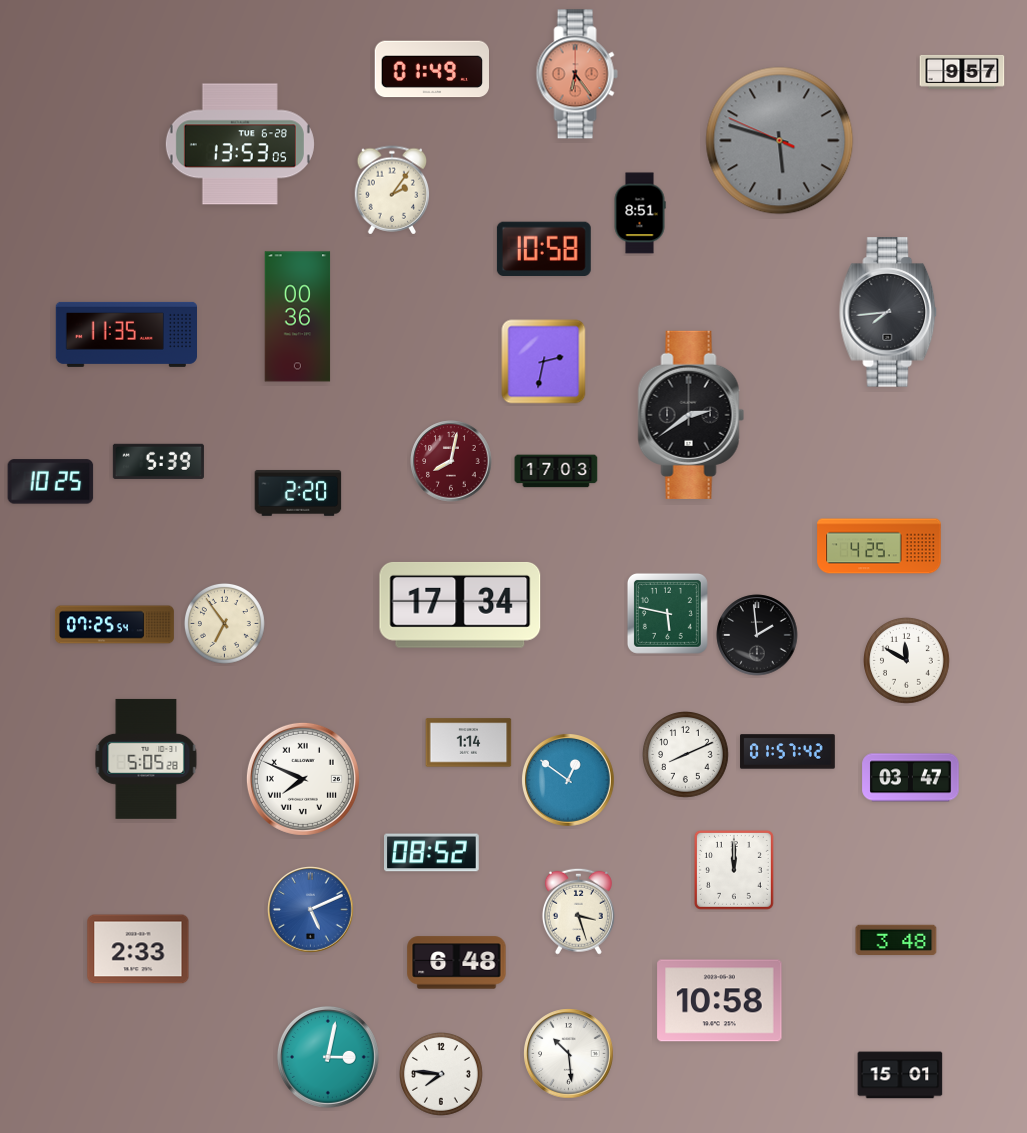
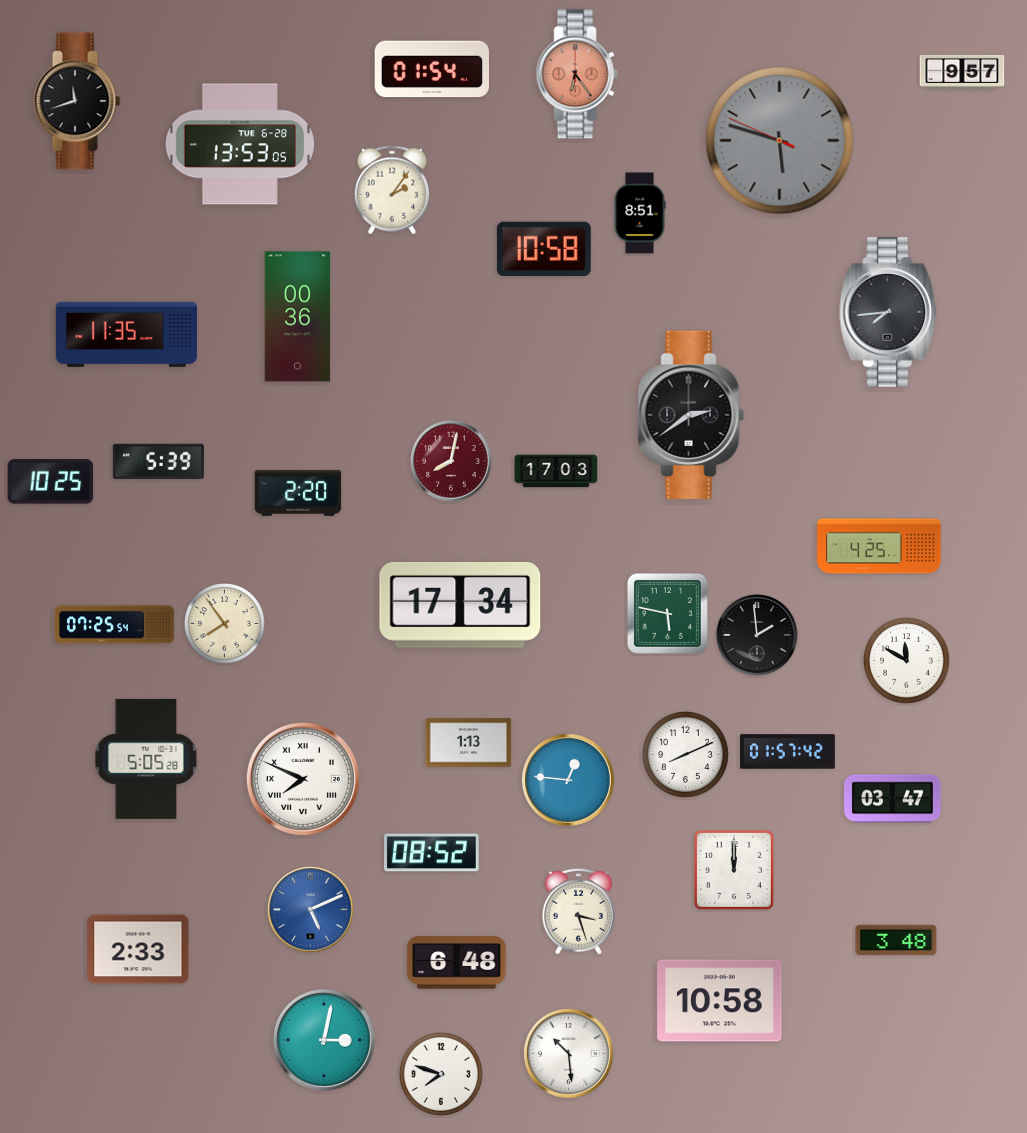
clock at (432, 69): 01:49 -> 01:54
clock at (77, 101): none -> 11:42
clock at (544, 362): 2:32 -> none
clock at (224, 623): 6:54 -> 7:54
clock at (469, 743): 1:14 -> 1:13
clock at (911, 778) position: (911, 778) -> (893, 799)
clock at (569, 781): 12:51 -> 12:46
clock at (328, 1057) position: (328, 1057) -> (324, 1040)
clock at (442, 1075): 7:46 -> 7:48
clock at (900, 1075): 15:01 -> none
